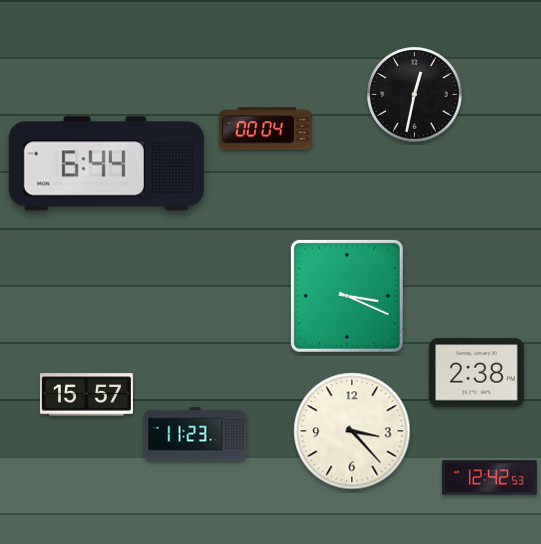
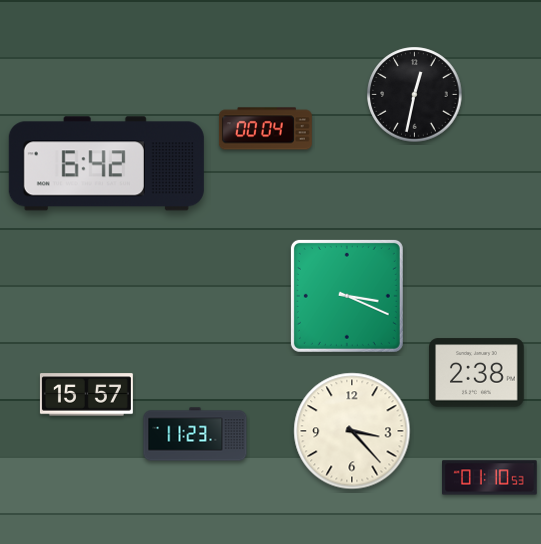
clock at (106, 164): 6:44 -> 6:42
clock at (490, 478): 12:42 -> 01:10
